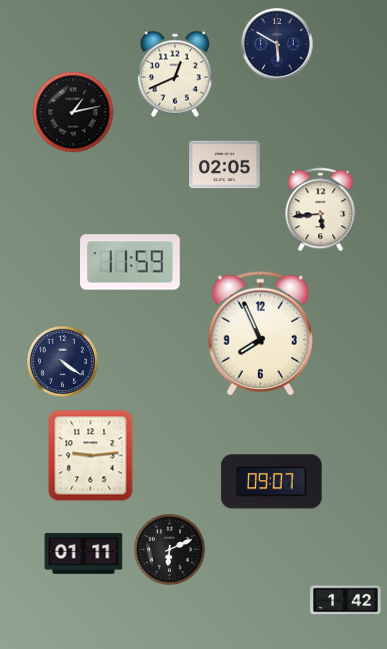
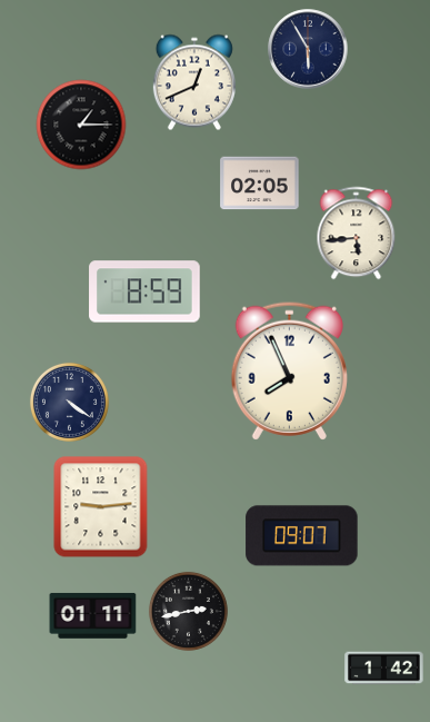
clock at (277, 44): 5:50 -> 5:55
clock at (73, 112): 1:13 -> 1:15
clock at (225, 165) position: (225, 165) -> (260, 184)
clock at (130, 262): 11:59 -> 8:59
clock at (169, 549): 6:11 -> 2:43
